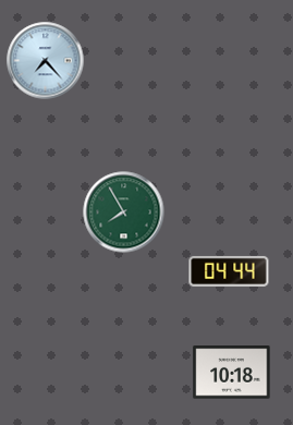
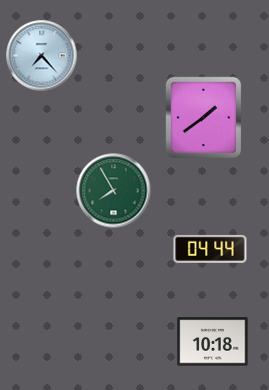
clock at (204, 118): none -> 1:39
clock at (124, 212) position: (124, 212) -> (114, 191)
